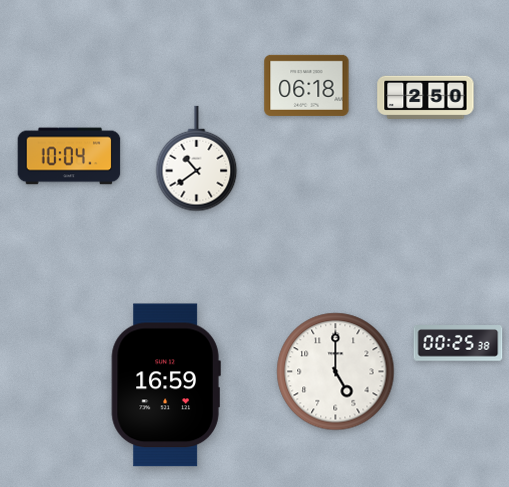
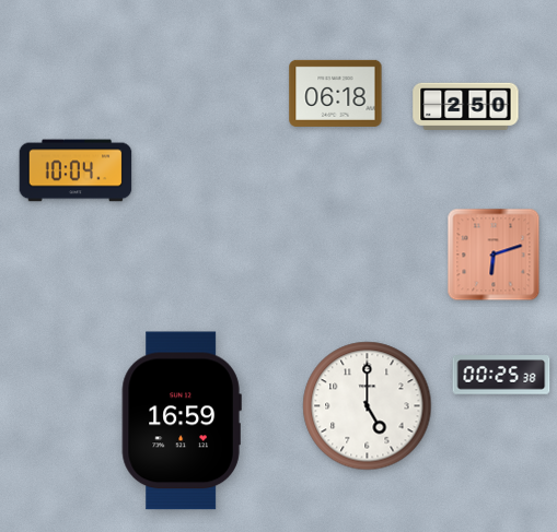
clock at (197, 159): 10:39 -> none
clock at (494, 255): none -> 6:12
